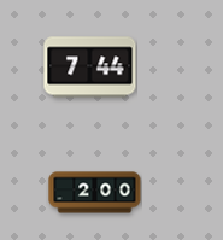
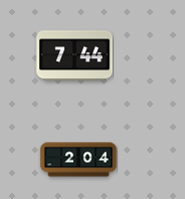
clock at (95, 193): 2:00 -> 2:04
